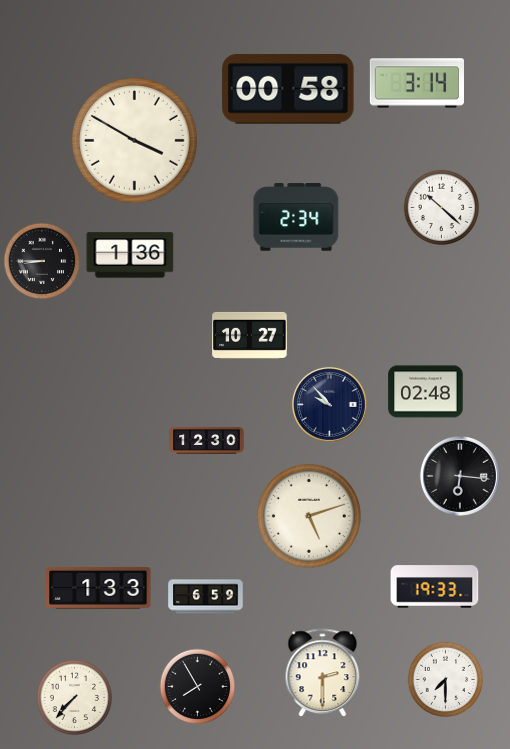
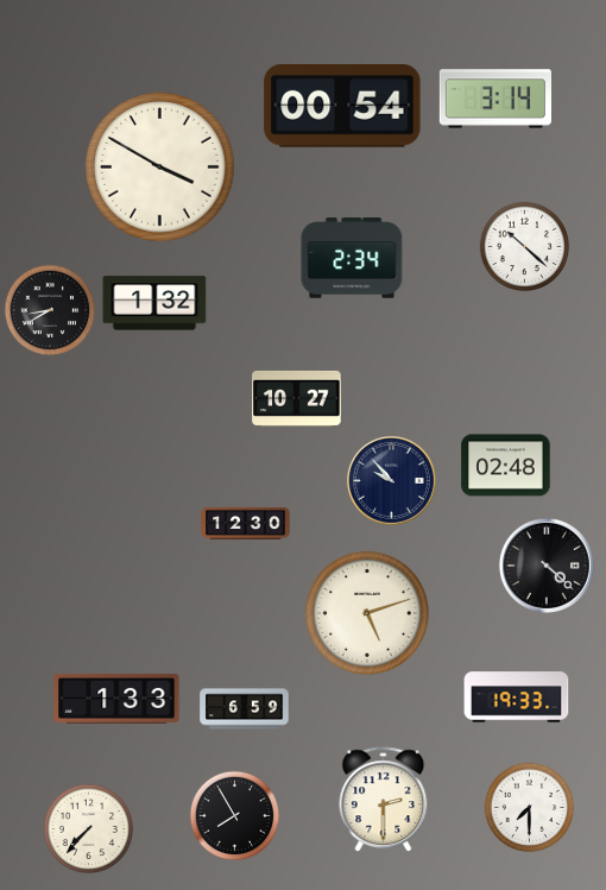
clock at (288, 90): 00:58 -> 00:54
clock at (130, 255): 1:36 -> 1:32
clock at (42, 261): 8:45 -> 8:40
clock at (460, 476): 6:16 -> 4:22
